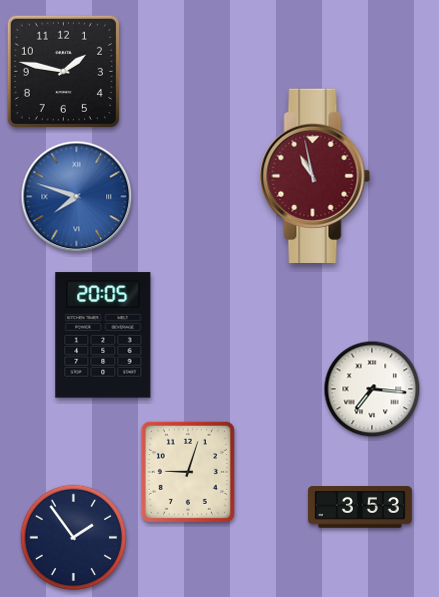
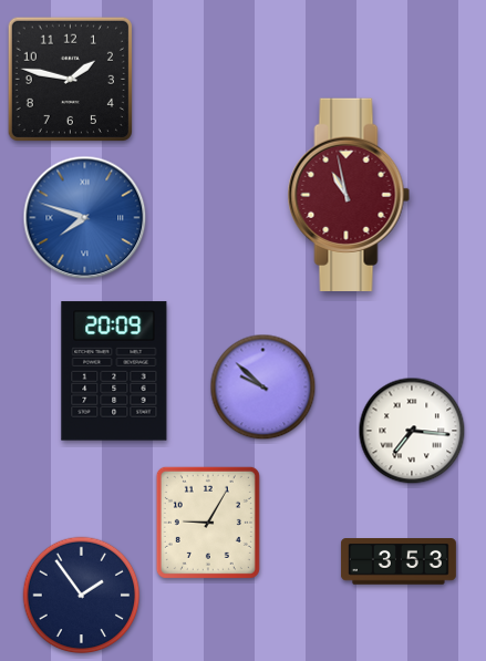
clock at (103, 335): 20:05 -> 20:09
clock at (263, 388): none -> 9:52
clock at (188, 472): 9:03 -> 9:05
